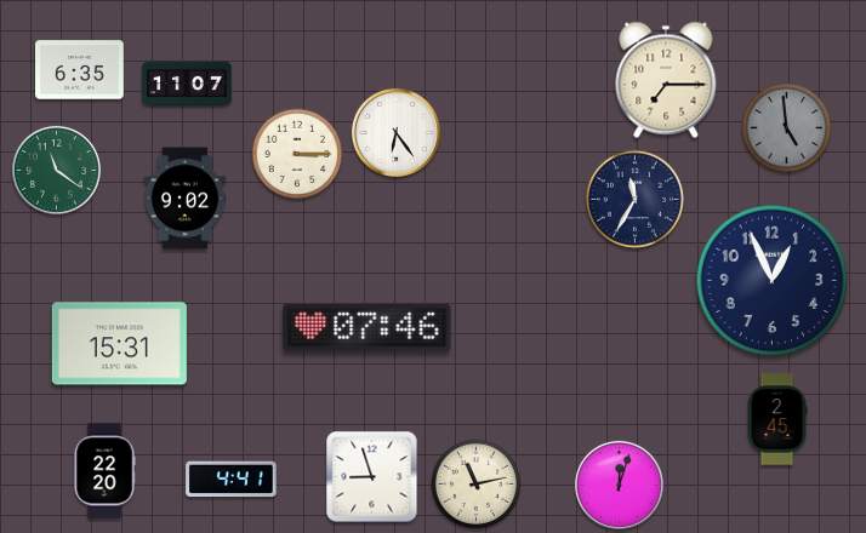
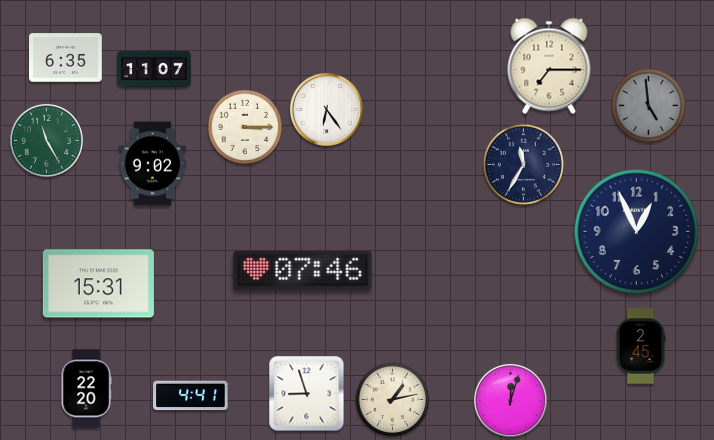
clock at (56, 170): 11:21 -> 11:25
clock at (477, 485): 11:13 -> 1:13
